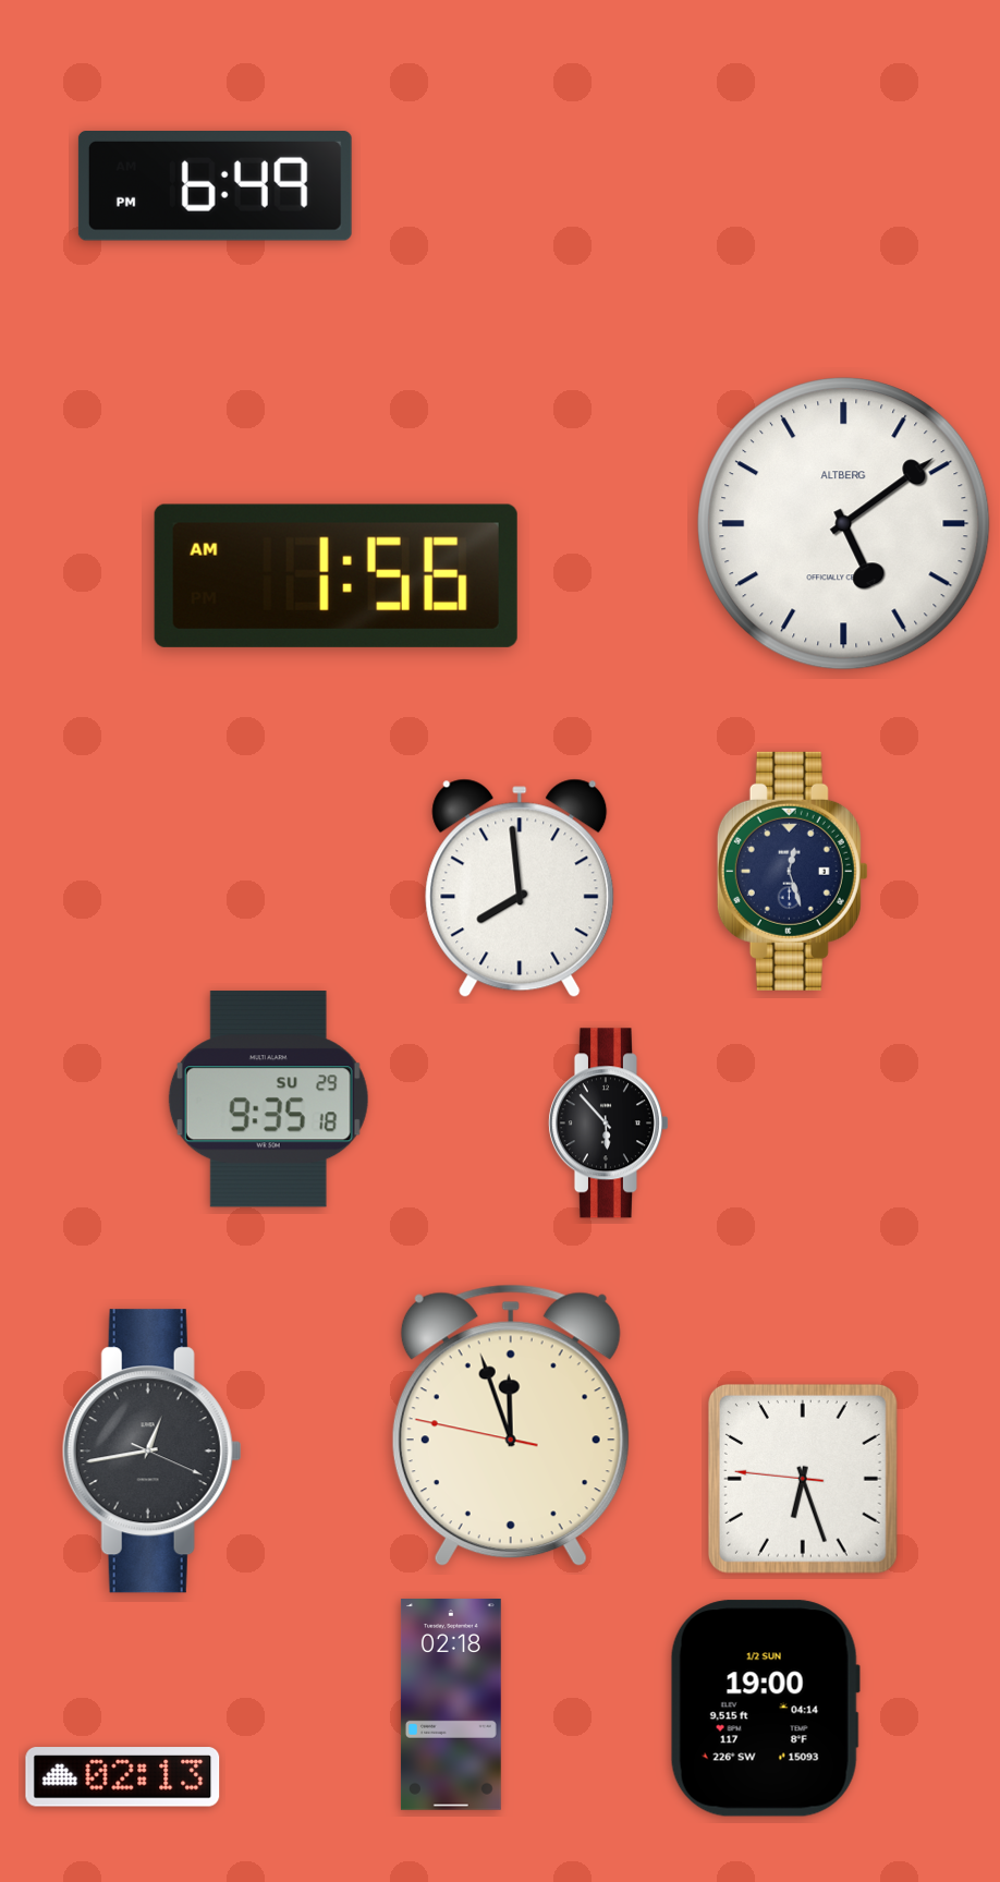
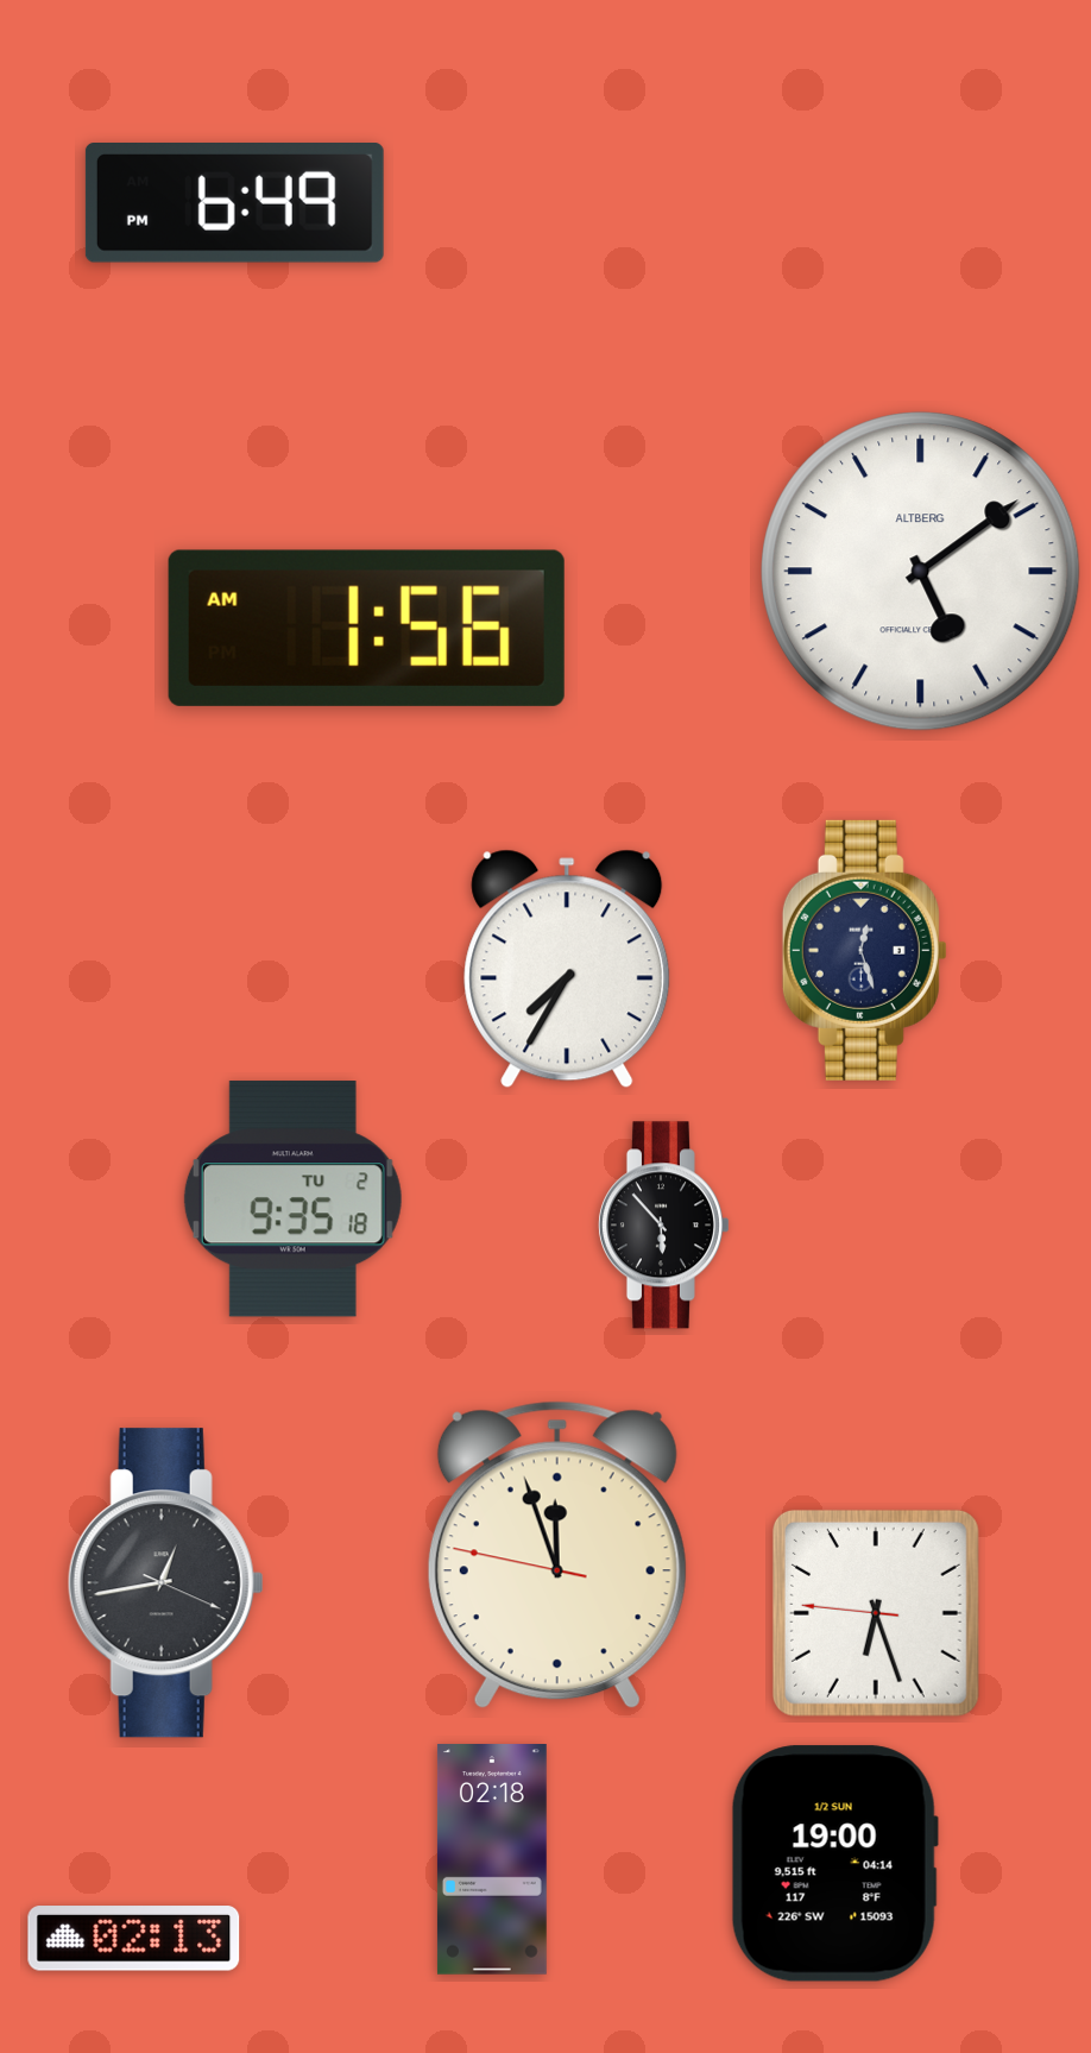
clock at (520, 888): 7:59 -> 7:35
clock at (268, 1100) date: SU 29 -> TU 2
